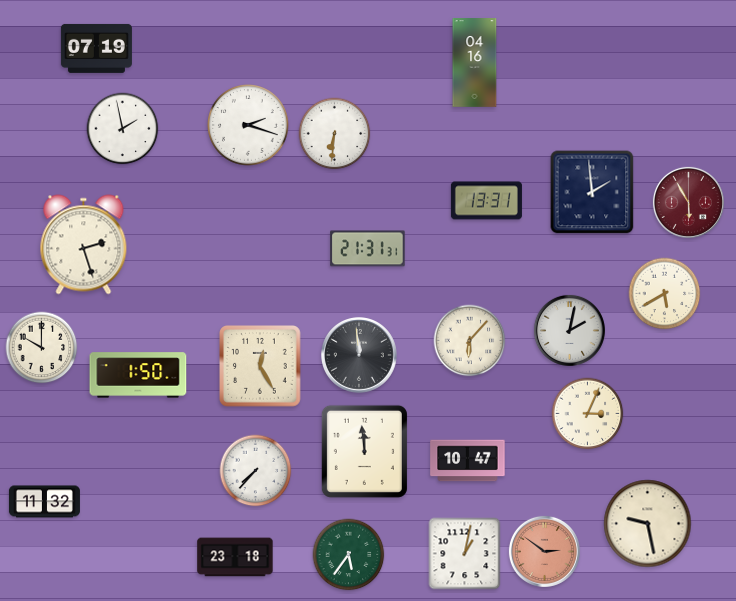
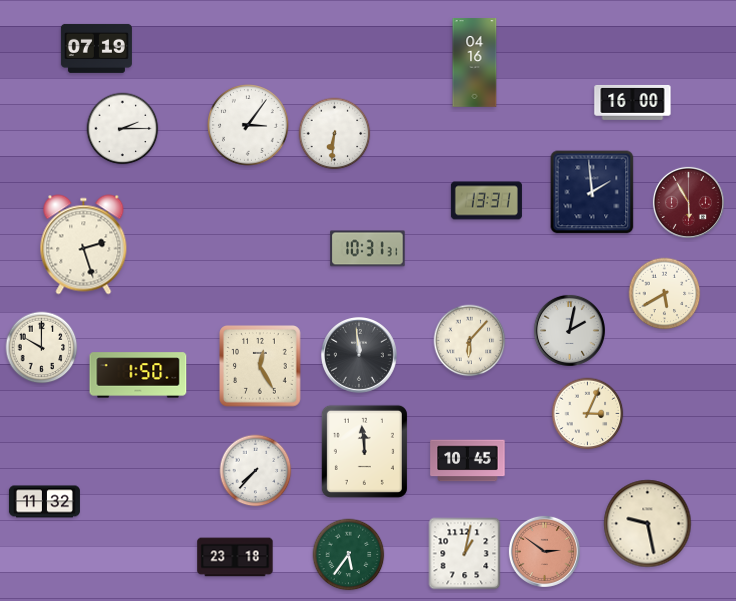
clock at (633, 102): none -> 16:00
clock at (249, 126): 2:18 -> 3:06
clock at (123, 129): 1:58 -> 2:15
clock at (368, 249): 21:31 -> 10:31
clock at (468, 461): 10:47 -> 10:45
